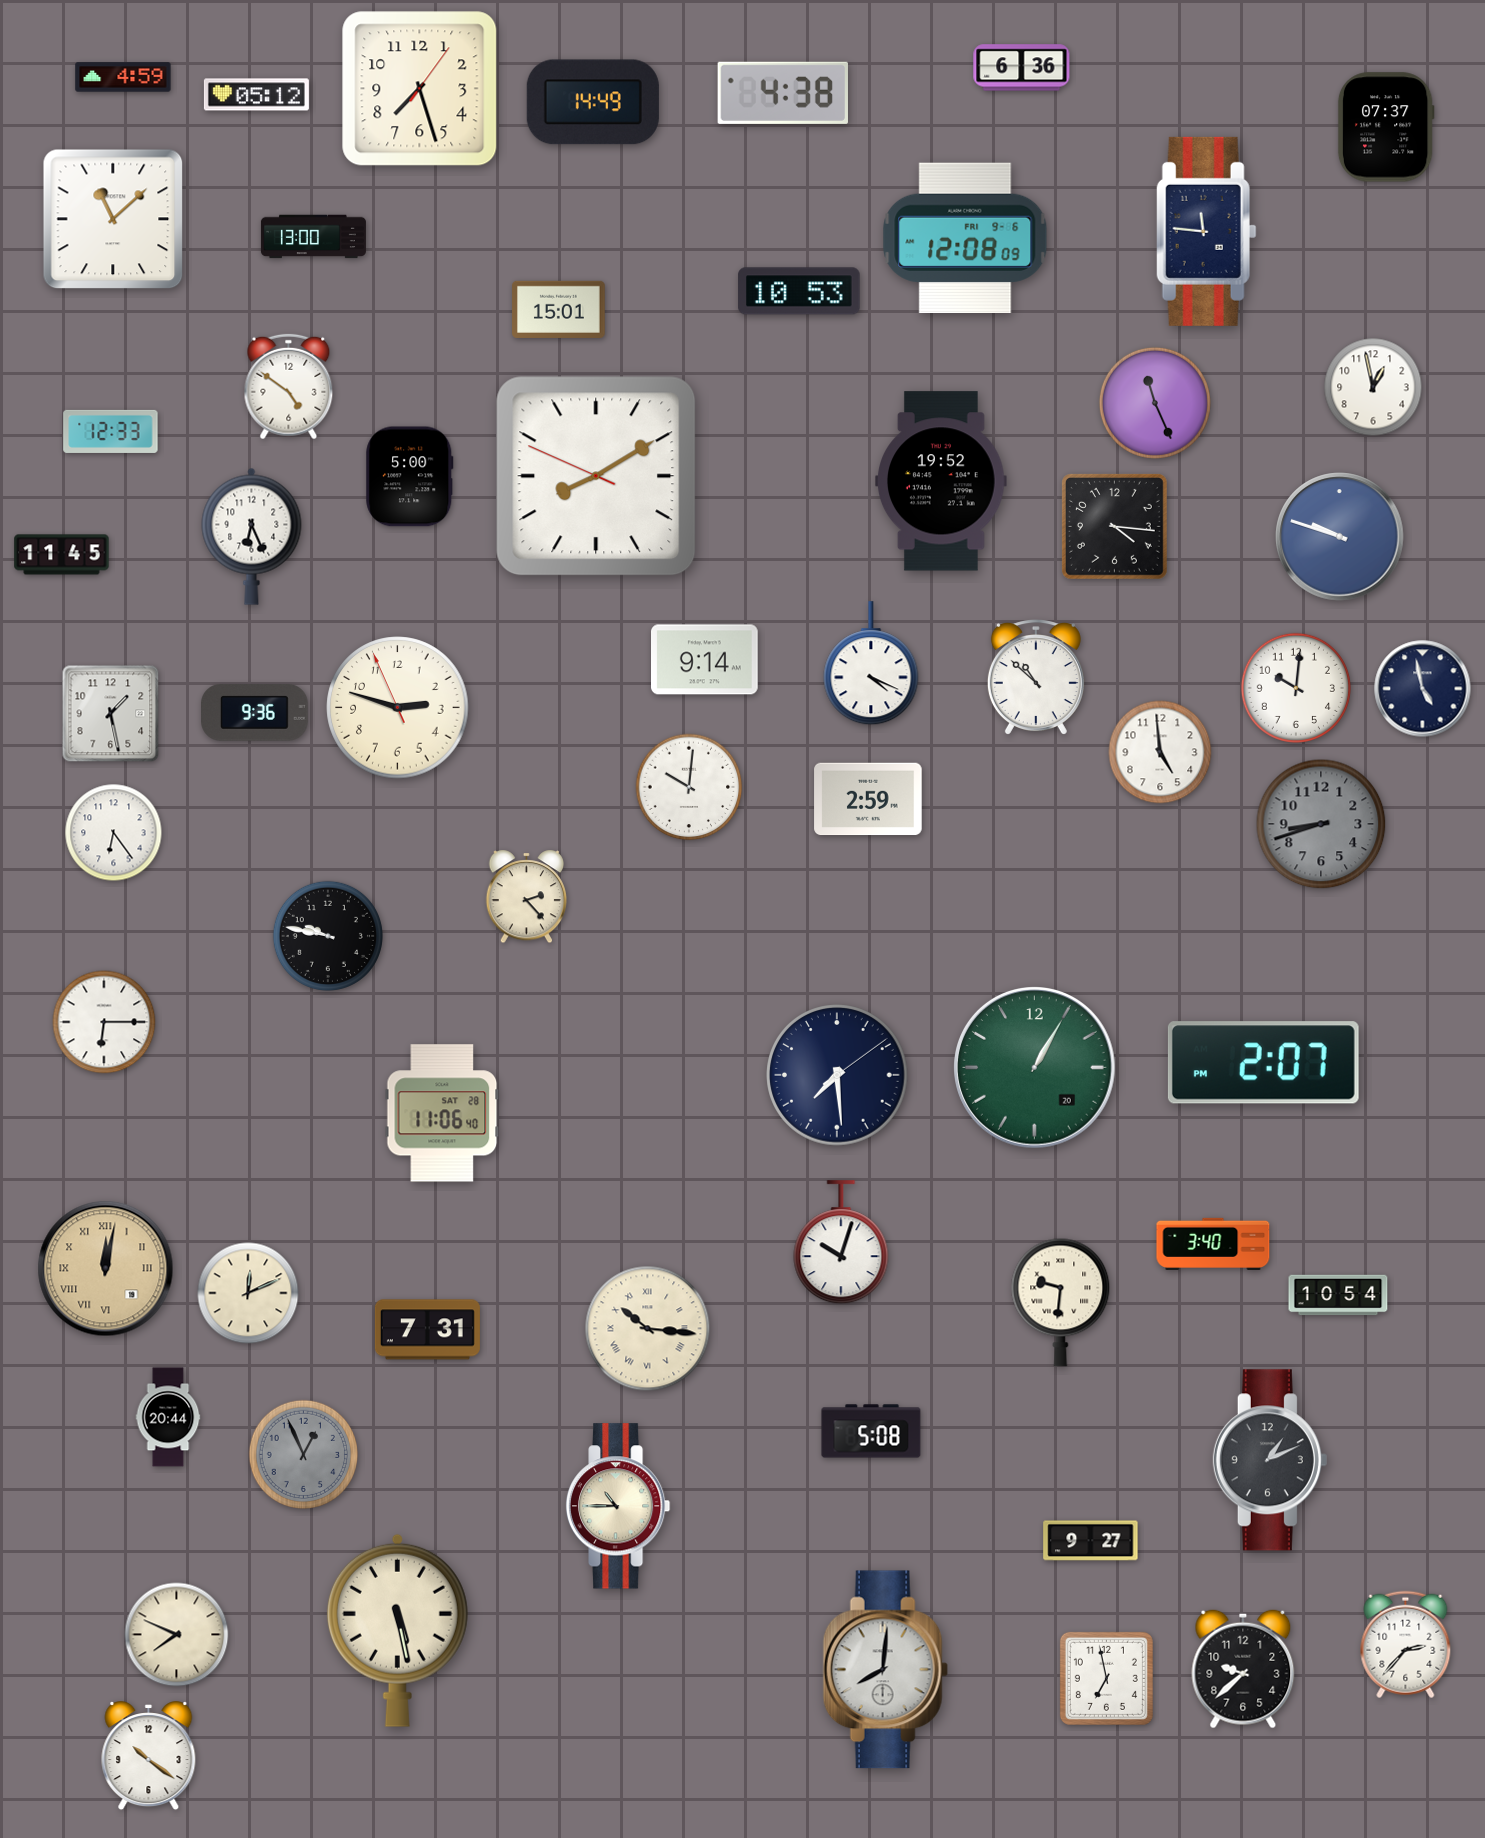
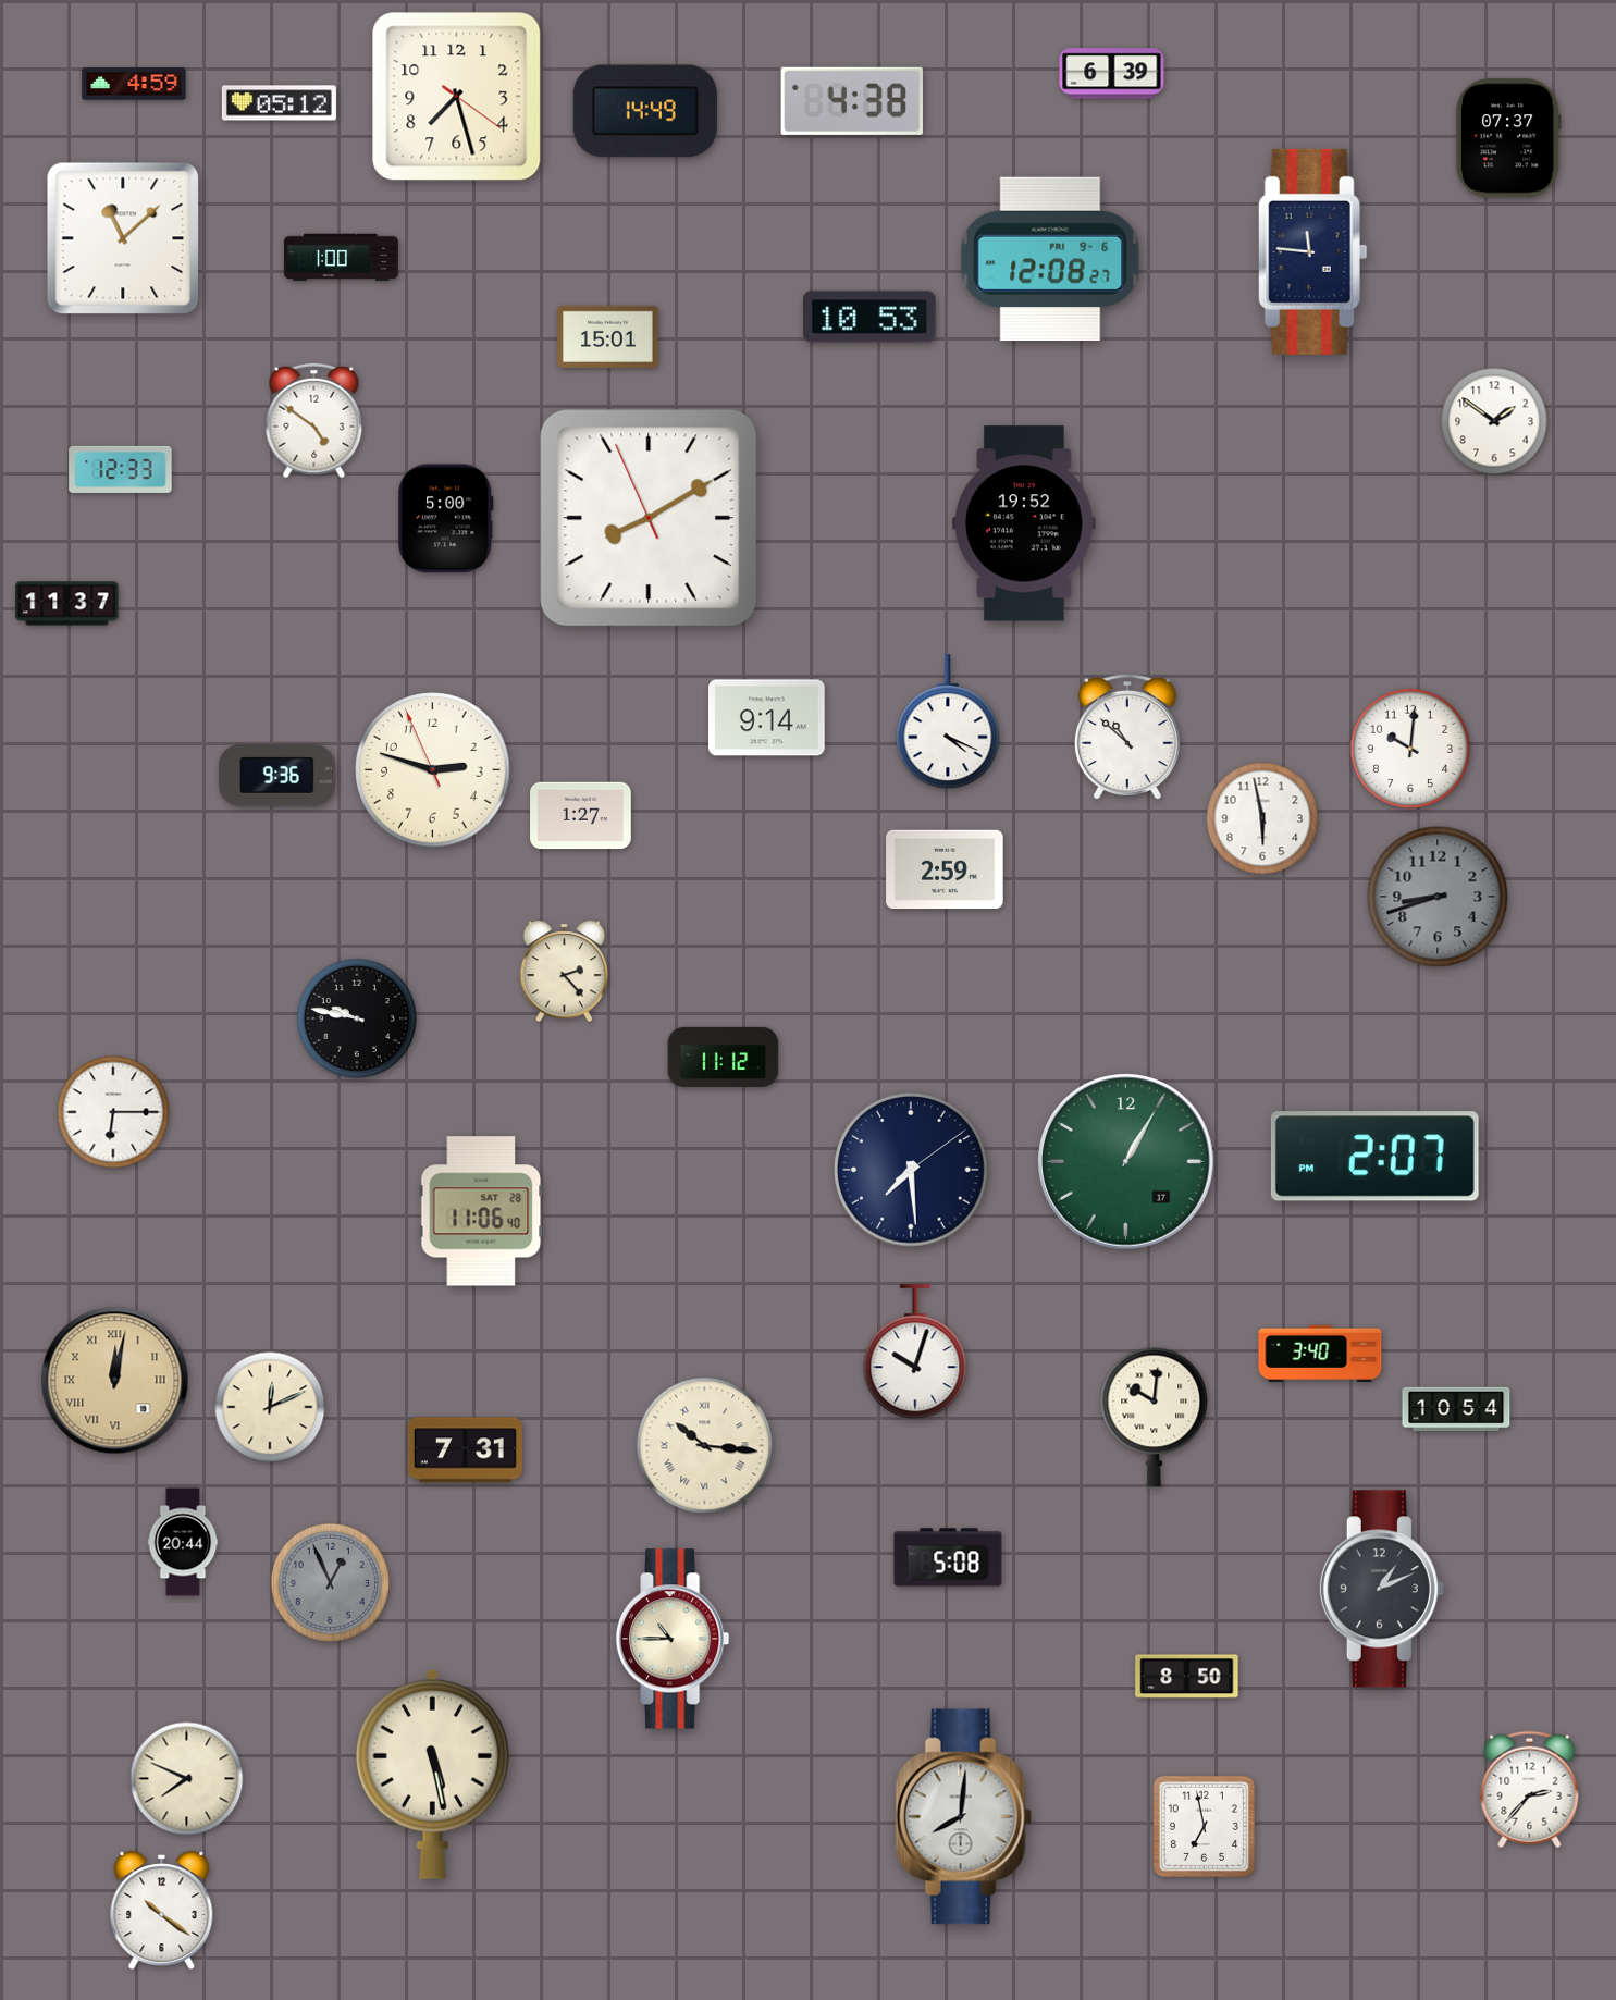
clock at (1022, 68): 6:36 -> 6:39
clock at (420, 89): 7:27:06 -> 7:27:21
clock at (313, 237): 13:00 -> 1:00
clock at (965, 237): 12:08:09 -> 12:08:27
clock at (1373, 387): 12:58 -> 1:51
clock at (1155, 403): 11:26 -> none
clock at (596, 476): 8:09:49 -> 8:09:56
clock at (1114, 526): 4:16 -> none
clock at (252, 536): 6:26 -> none
clock at (1340, 537): 9:48 -> none
clock at (62, 555): 11:45 -> 11:37
clock at (1423, 689): 4:58 -> none
clock at (111, 714): 1:28 -> none
clock at (581, 816): none -> 1:27
clock at (1160, 752): 4:59 -> 5:58
clock at (689, 787): 10:01 -> none
clock at (114, 833): 6:24 -> none
clock at (527, 897) position: (527, 897) -> (565, 972)
clock at (724, 1057): none -> 11:12
clock at (1035, 1068) date: 20 -> 17
clock at (1061, 1302): 9:31 -> 10:01
clock at (427, 1330) position: (427, 1330) -> (465, 1450)
clock at (1091, 1541): 9:27 -> 8:50
clock at (177, 1635) position: (177, 1635) -> (187, 1779)
clock at (1243, 1669): 9:38 -> none
